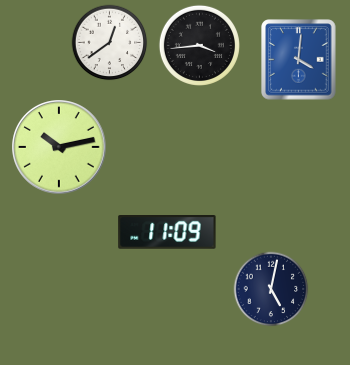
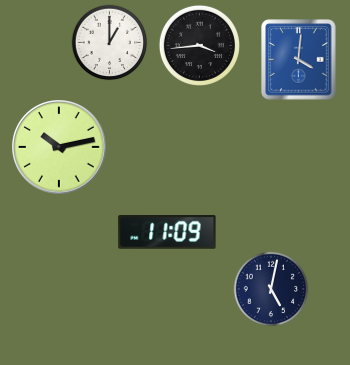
clock at (110, 43): 12:39 -> 1:00
